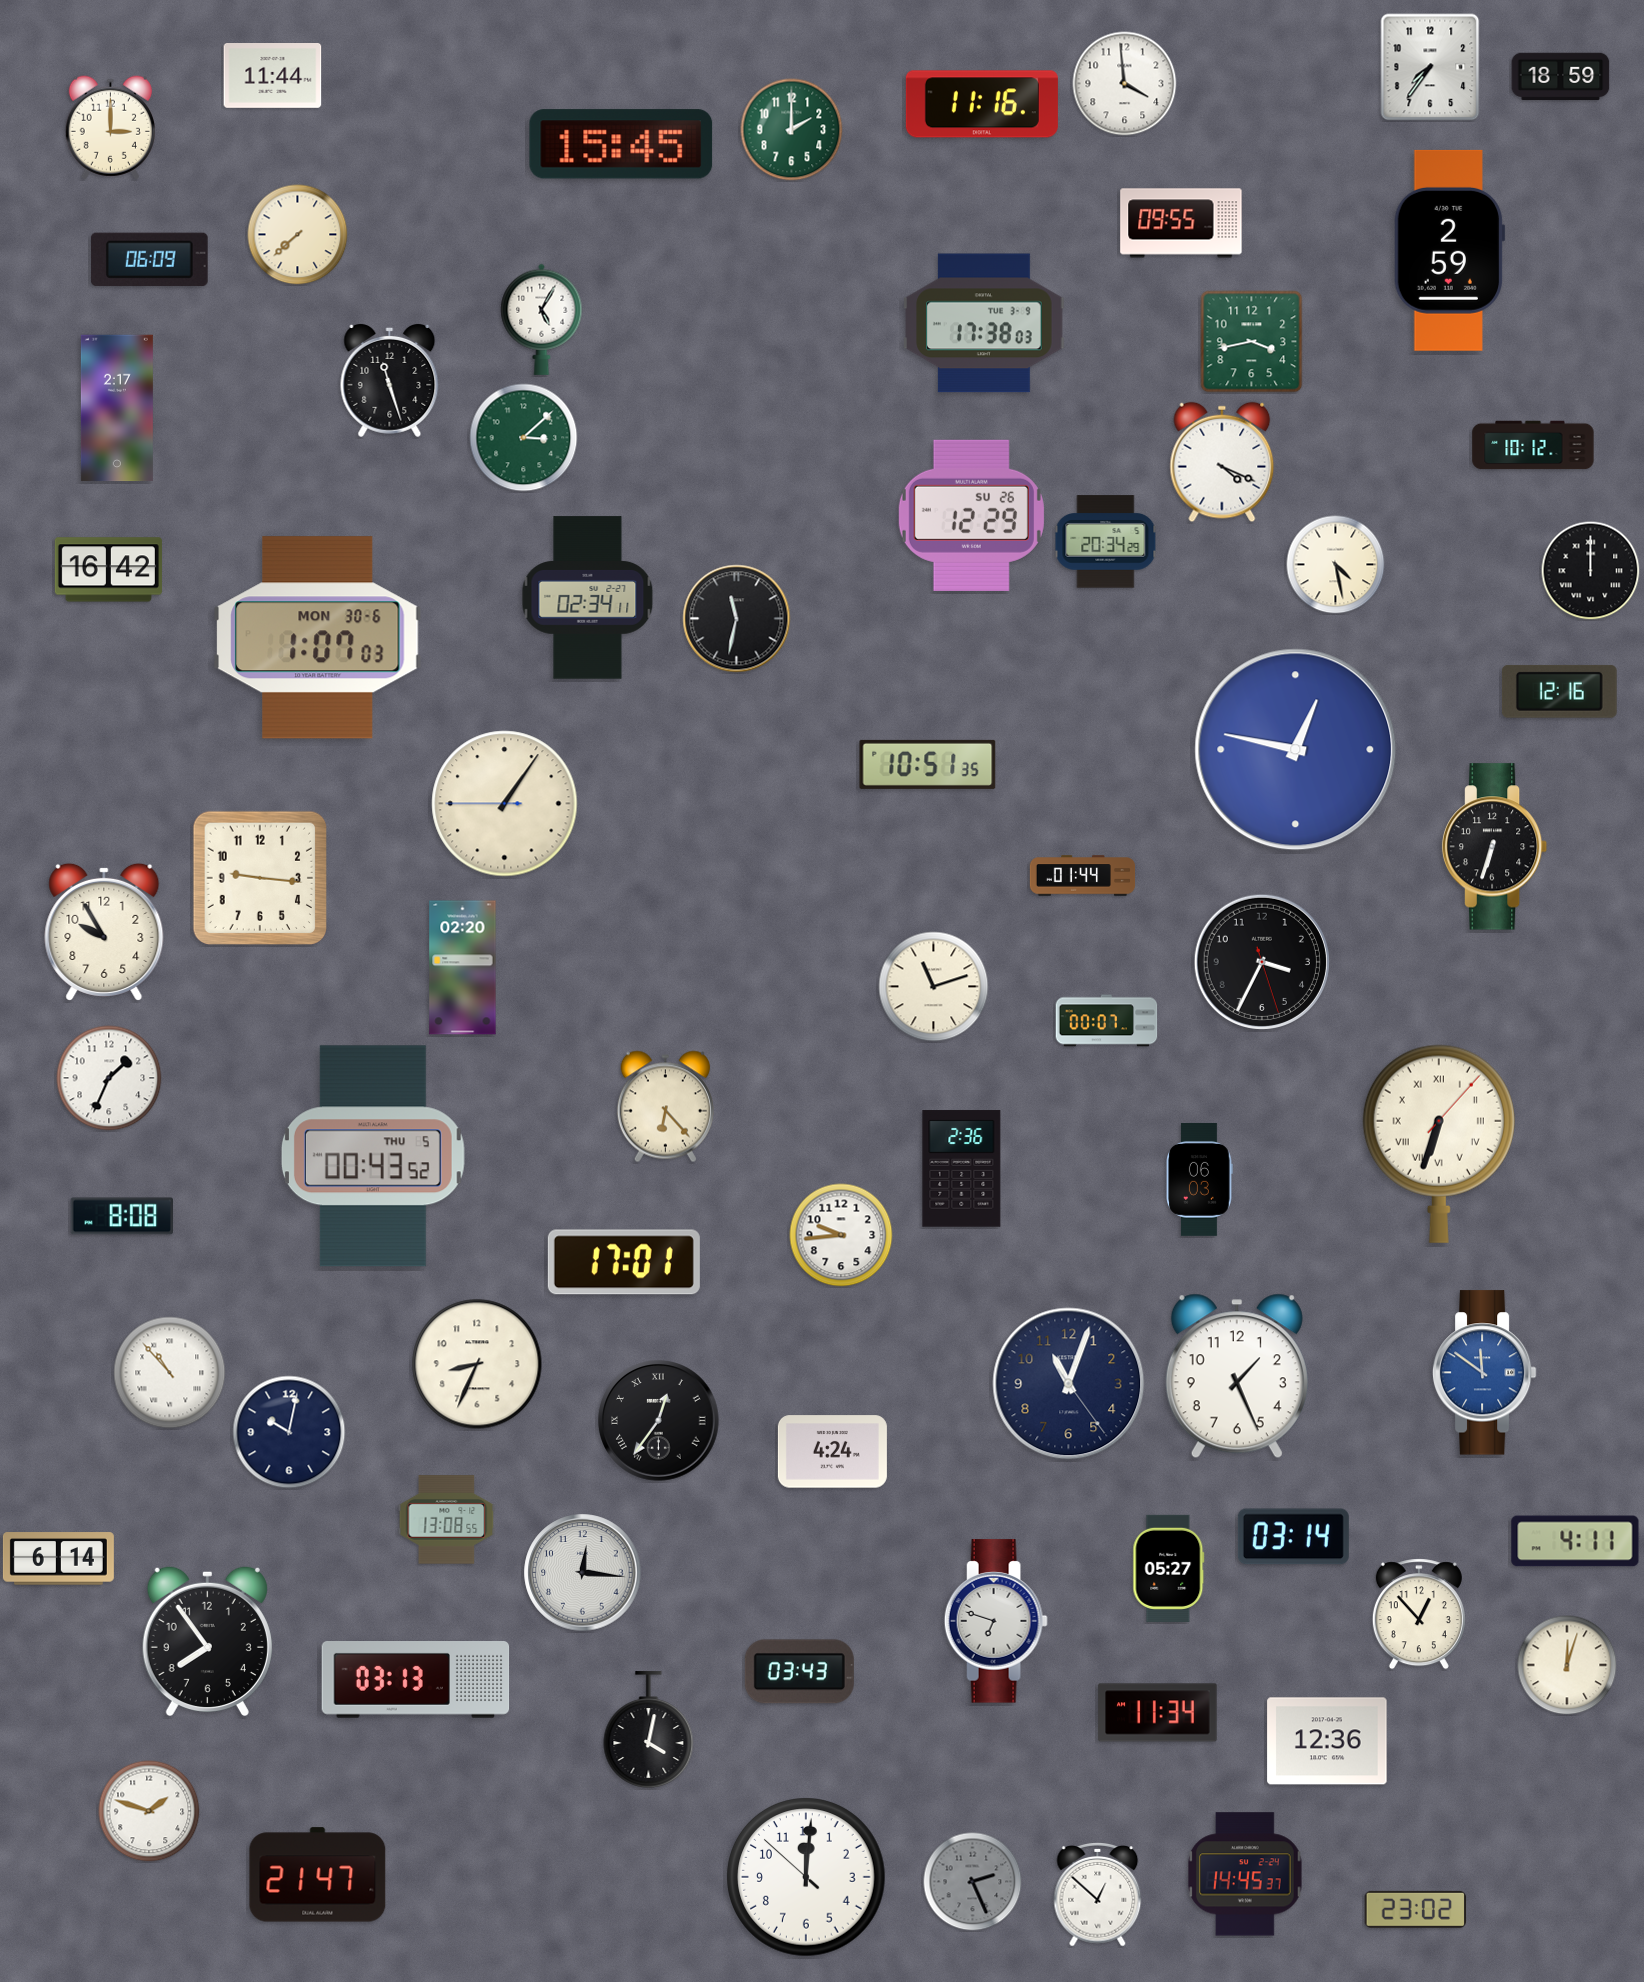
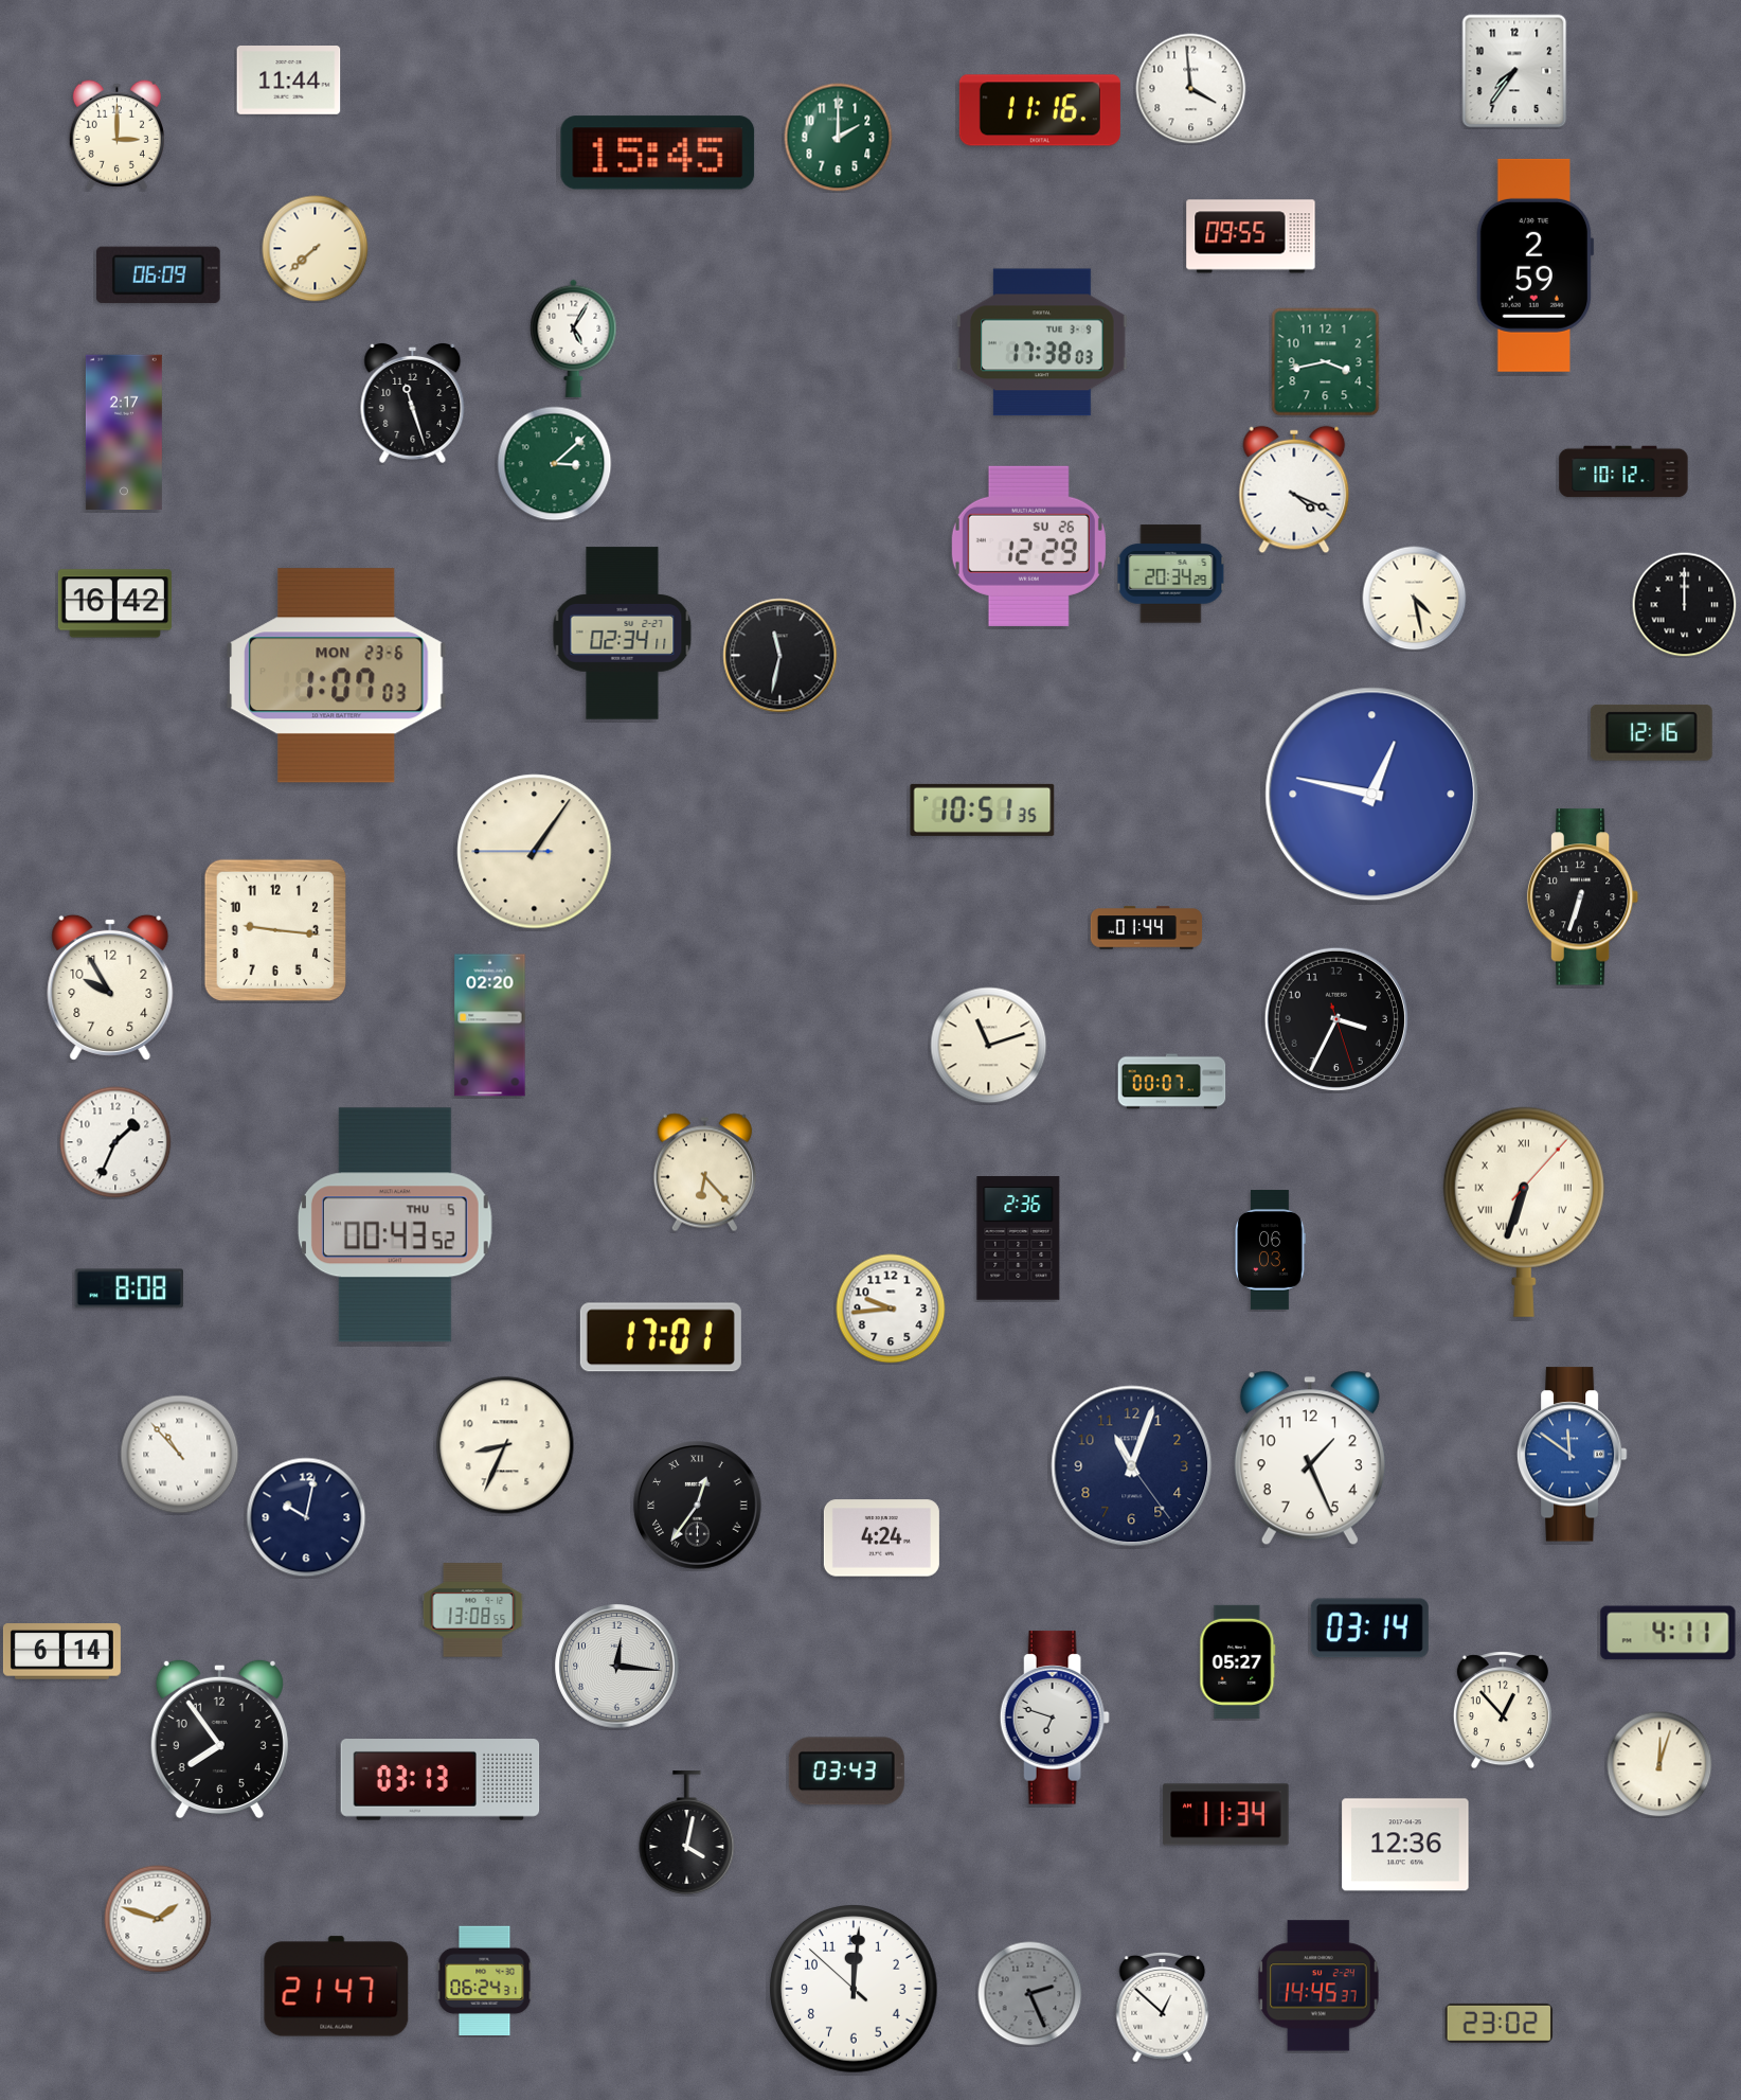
clock at (1561, 77): 18:59 -> none
clock at (318, 638) date: MON 30-6 -> MON 23-6
clock at (485, 1981): none -> 06:24
